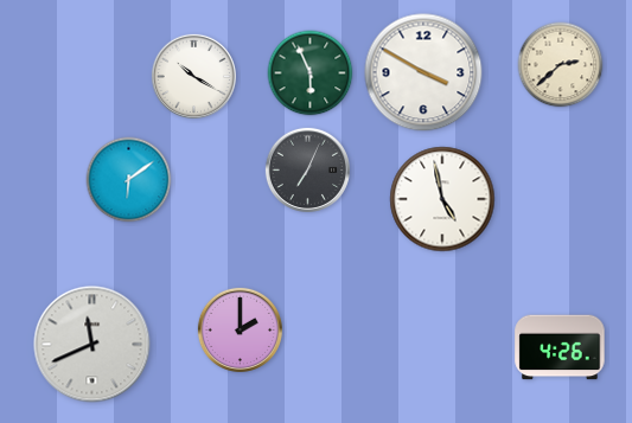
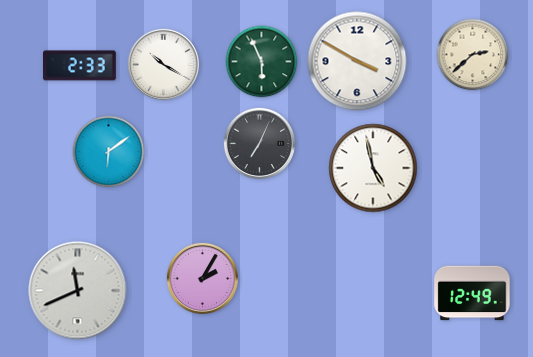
clock at (79, 66): none -> 2:33
clock at (240, 329): 2:00 -> 2:05
clock at (560, 347): 4:26 -> 12:49
